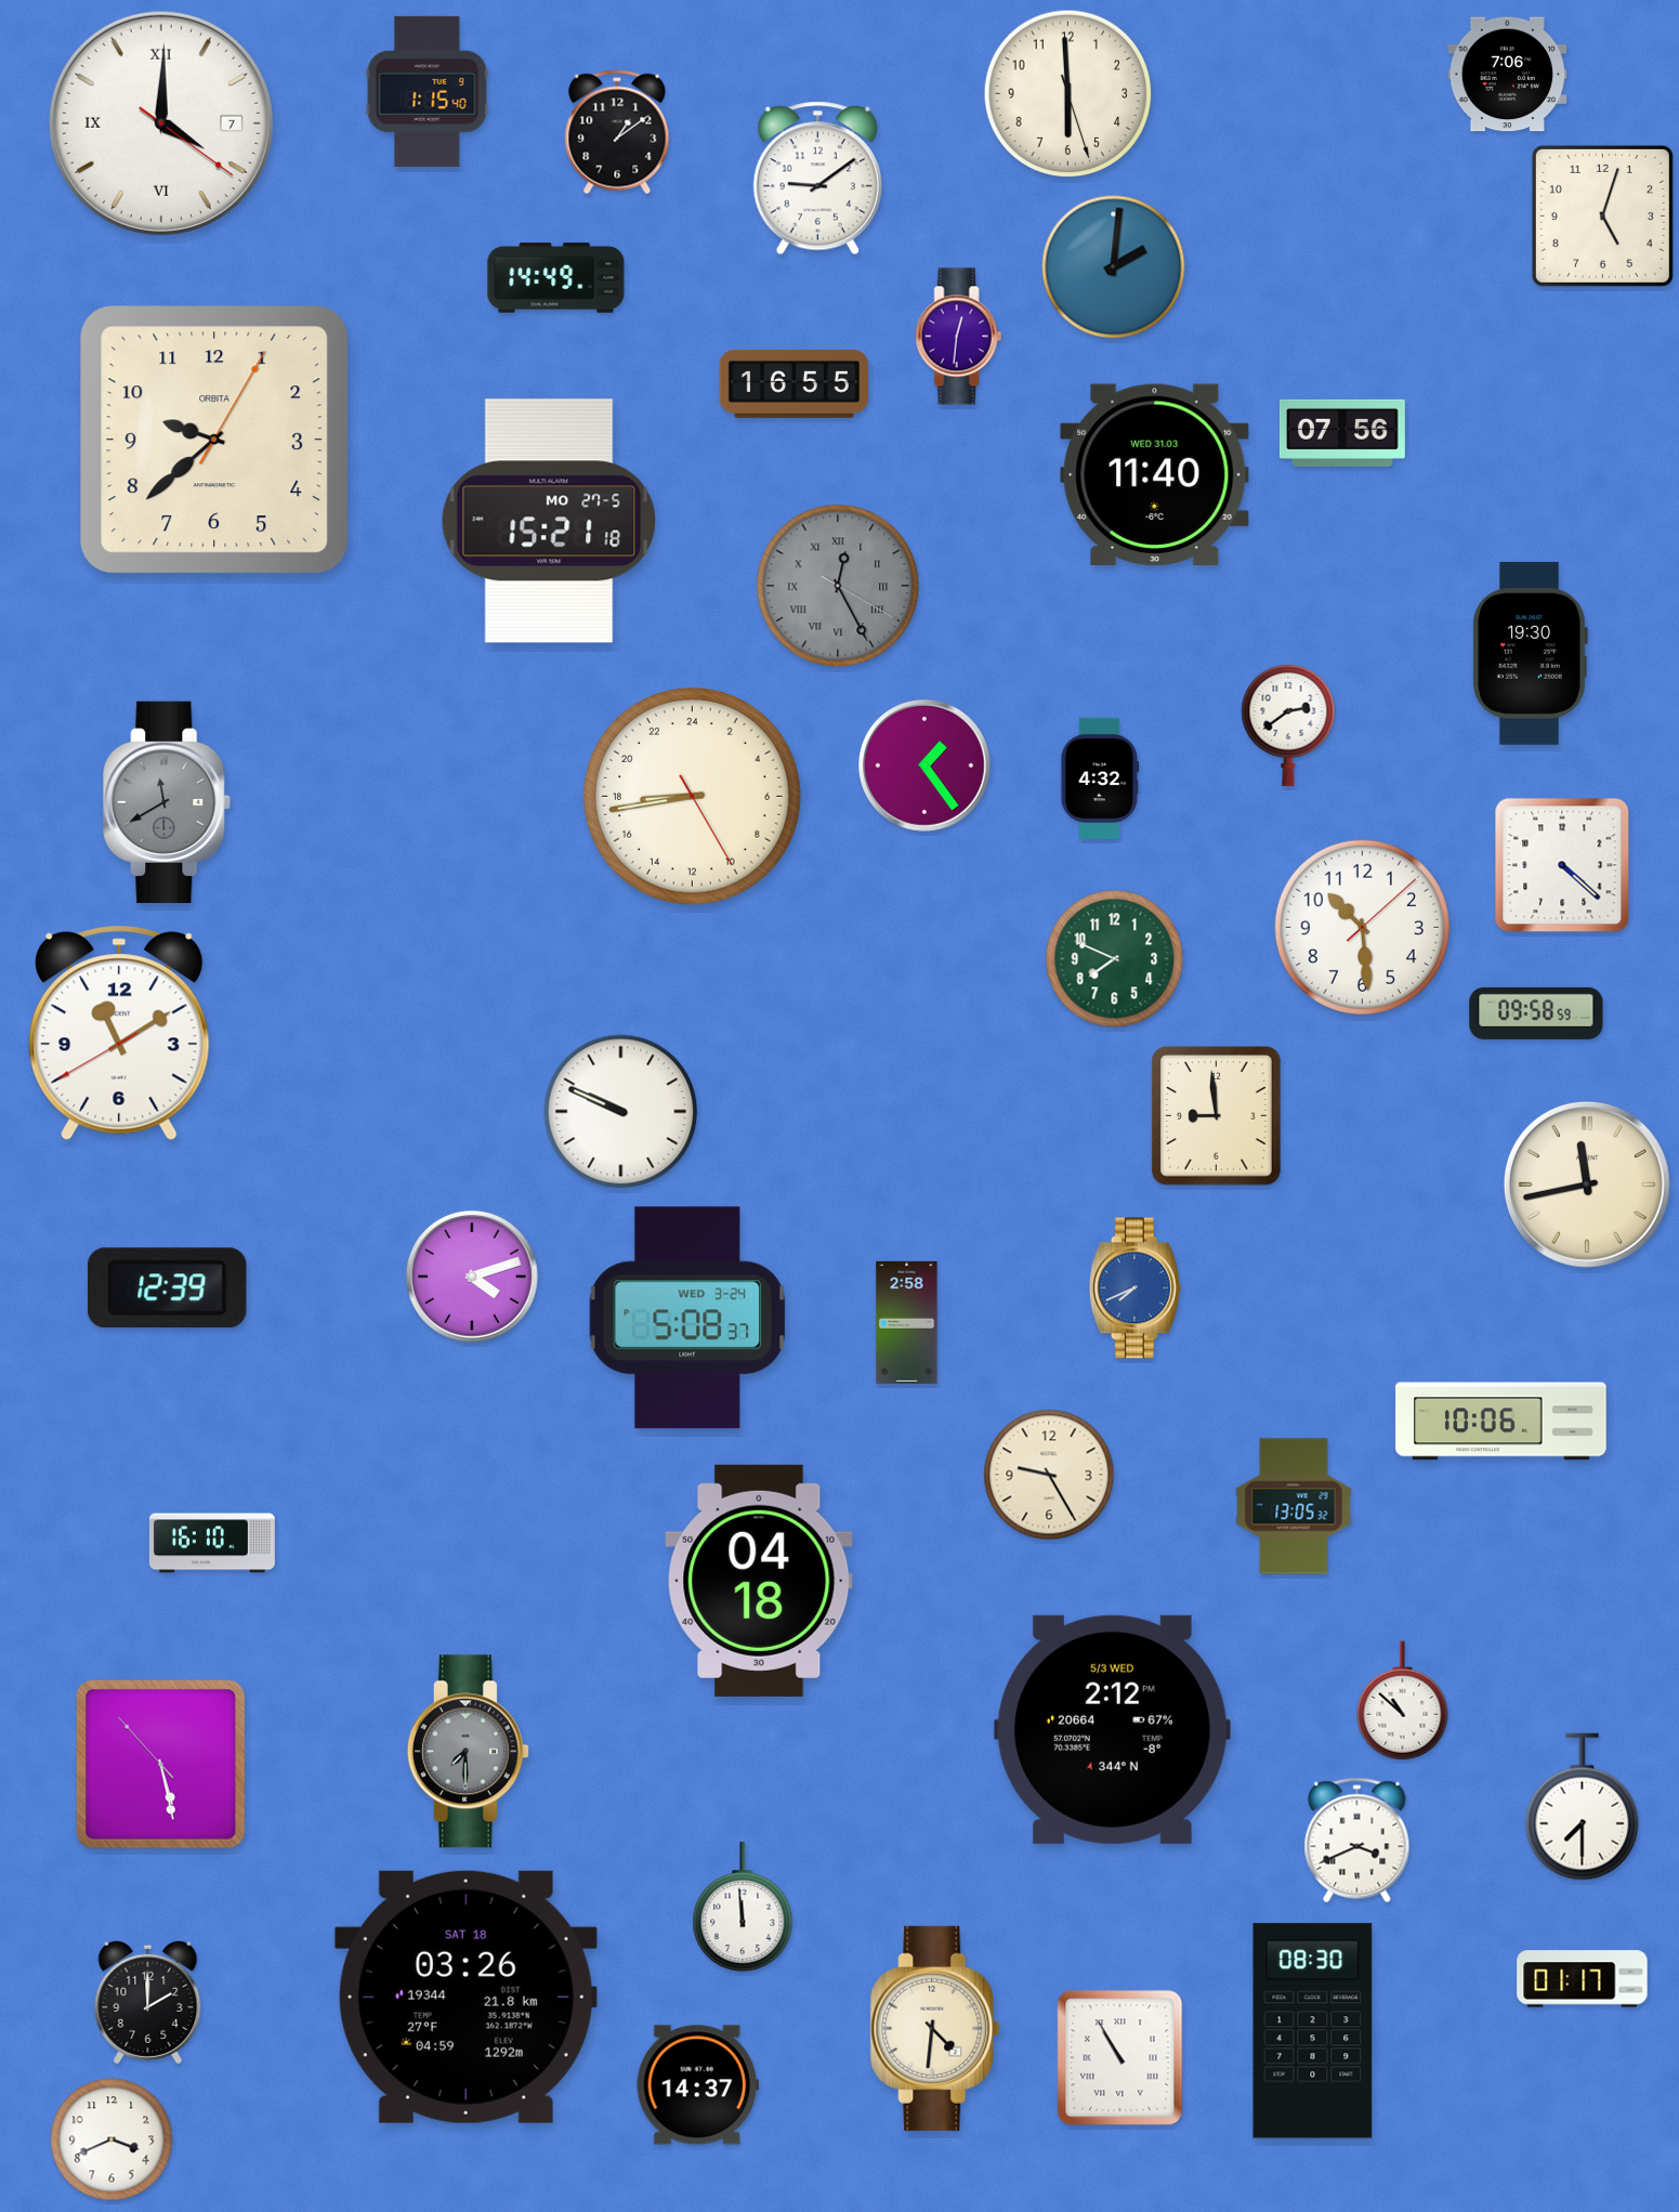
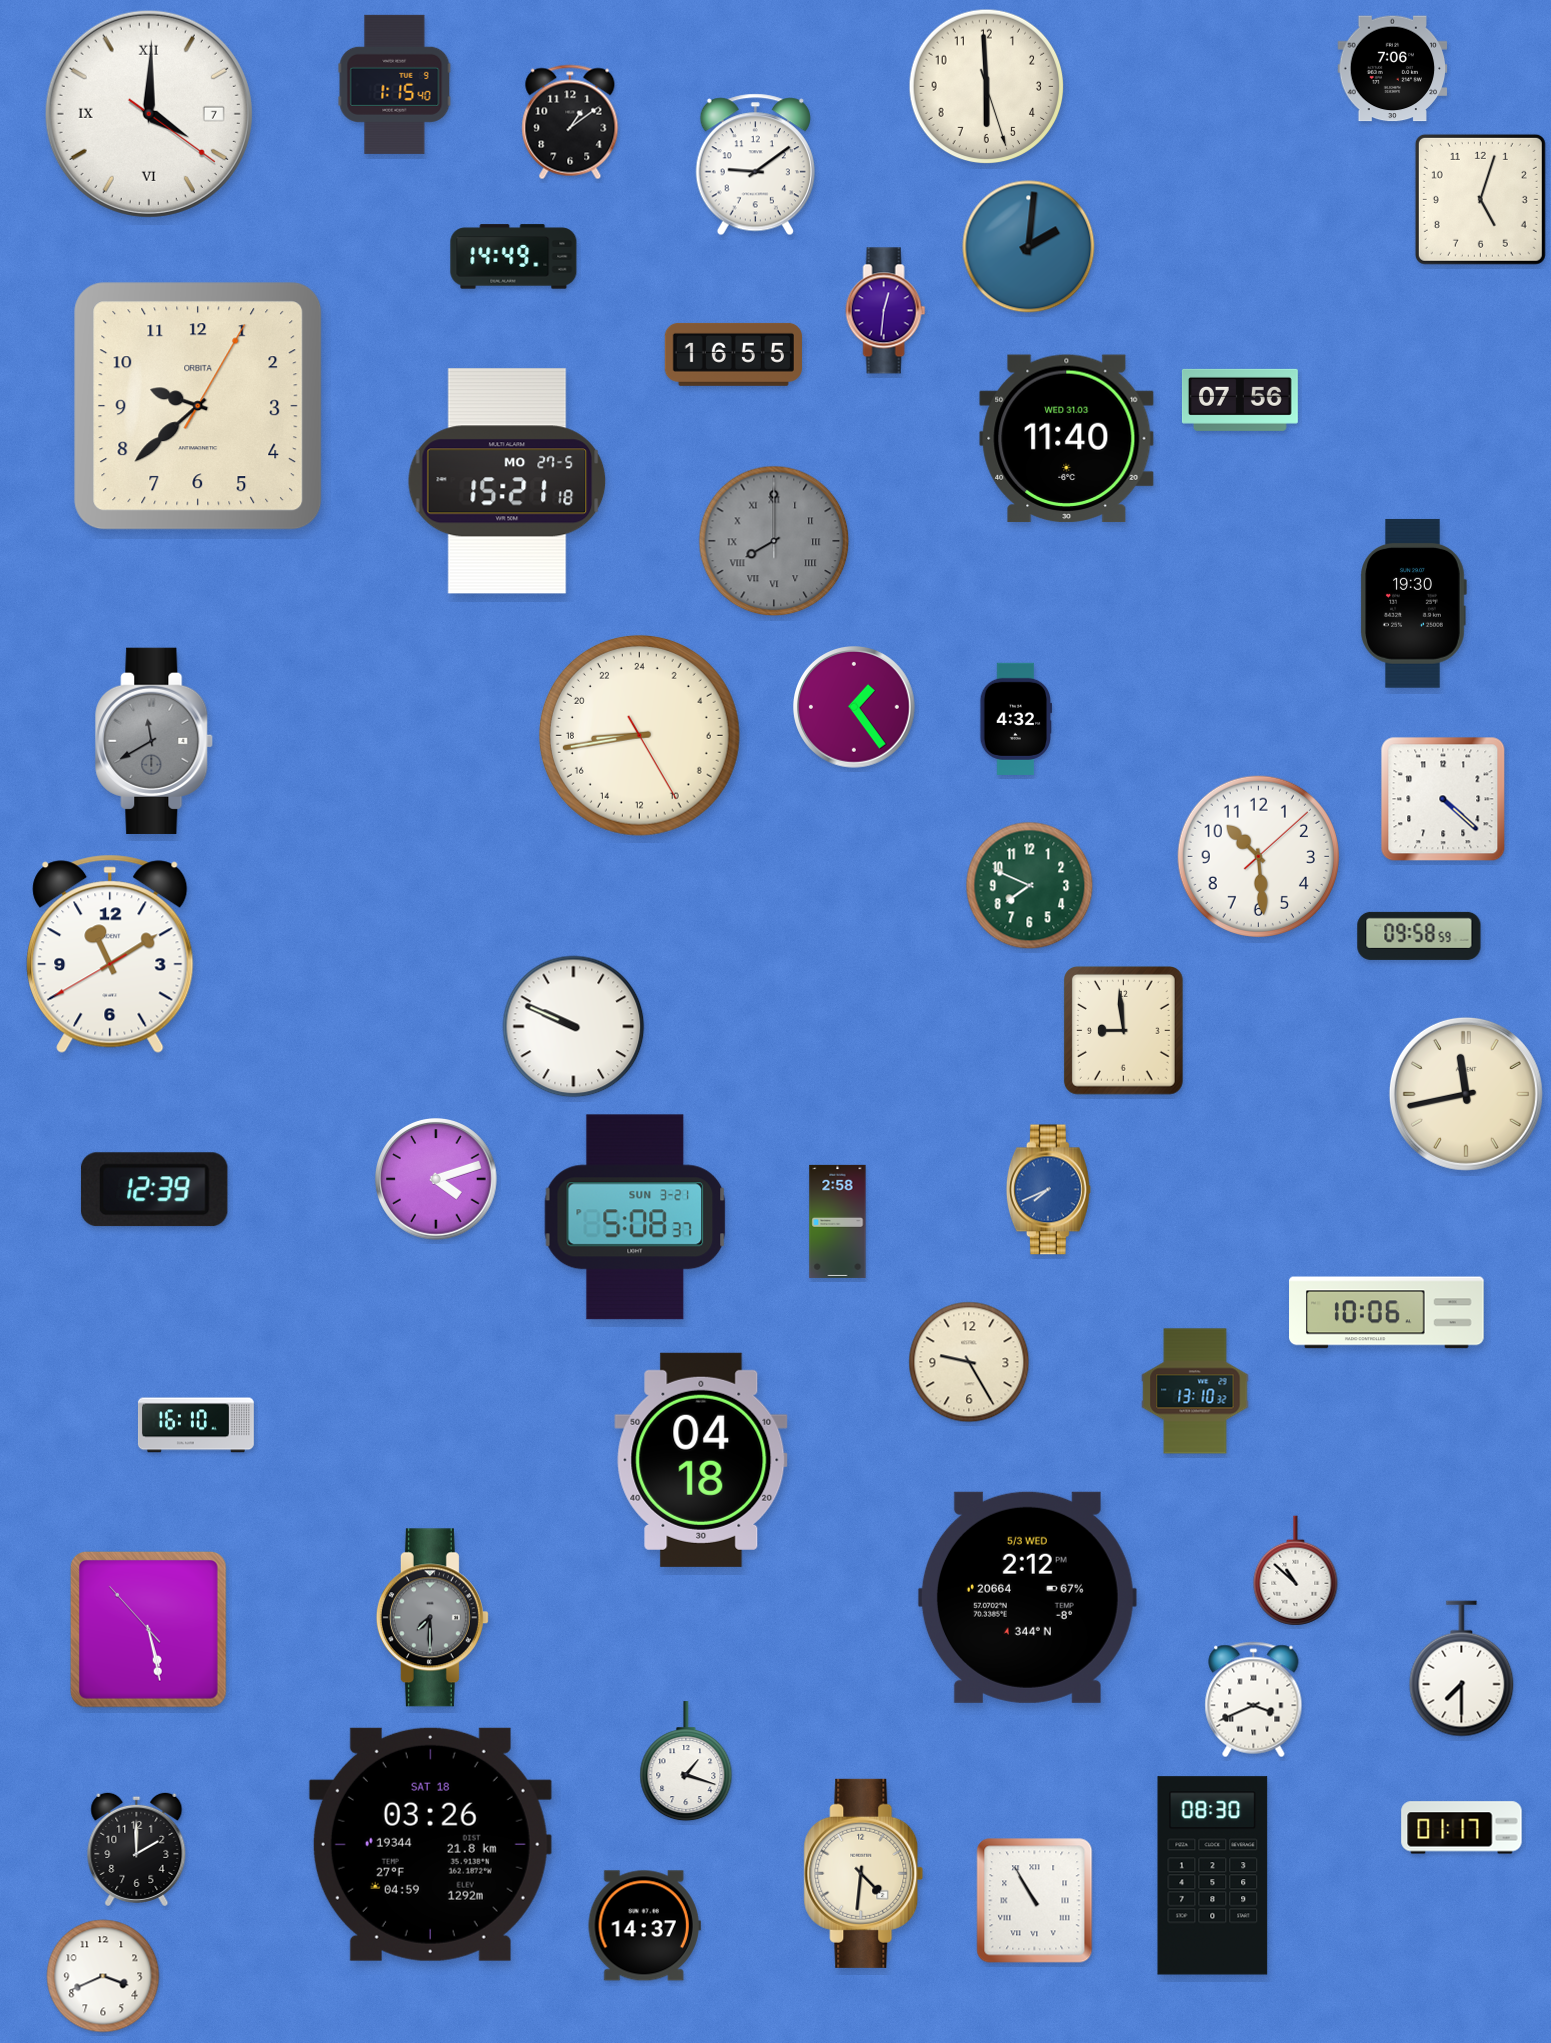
clock at (838, 586): 12:25 -> 8:00
clock at (1288, 724): 2:39 -> none
clock at (687, 1318) date: WED 3-24 -> SUN 3-21
clock at (1294, 1506): 13:05 -> 13:10
clock at (743, 1908): 11:59 -> 1:18
